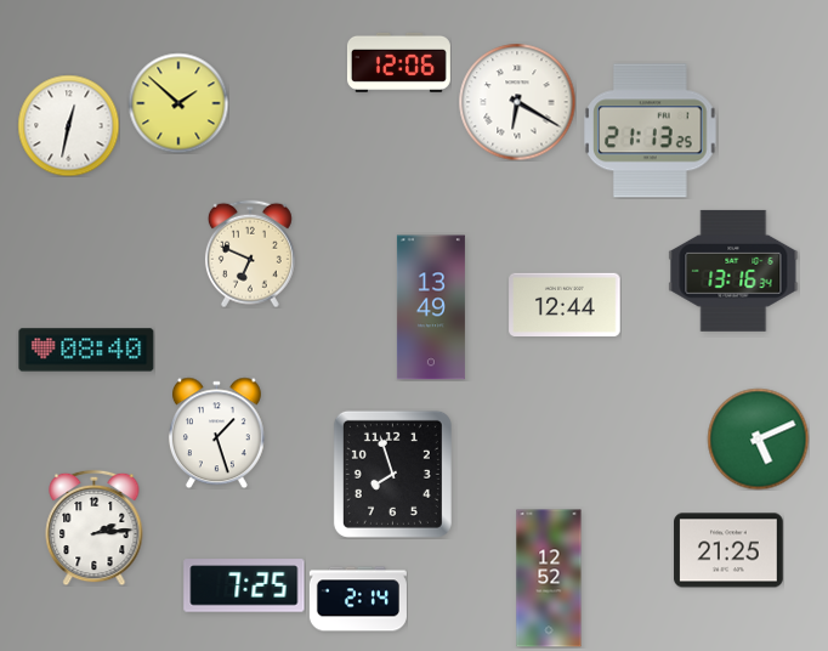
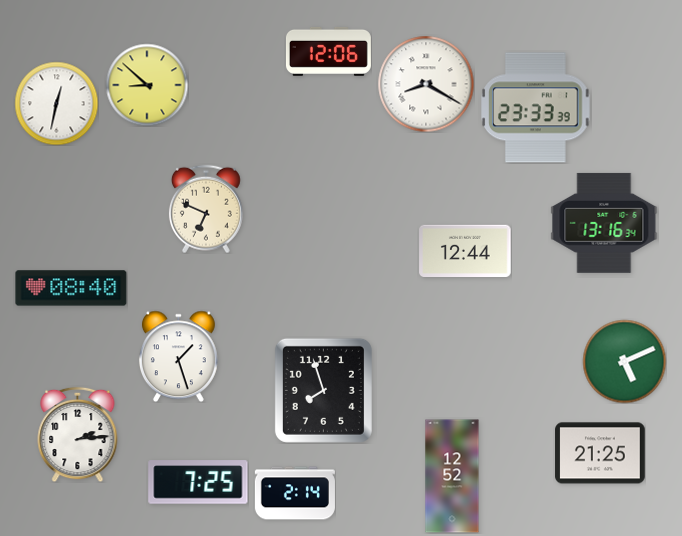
clock at (517, 102): 6:20 -> 8:20
clock at (178, 103): 1:52 -> 8:52
clock at (651, 131): 21:13 -> 23:33
clock at (431, 307): 13:49 -> none
clock at (244, 585) position: (244, 585) -> (198, 482)
